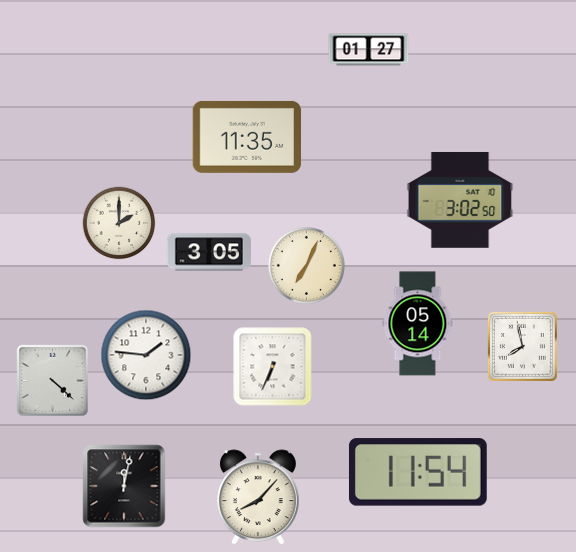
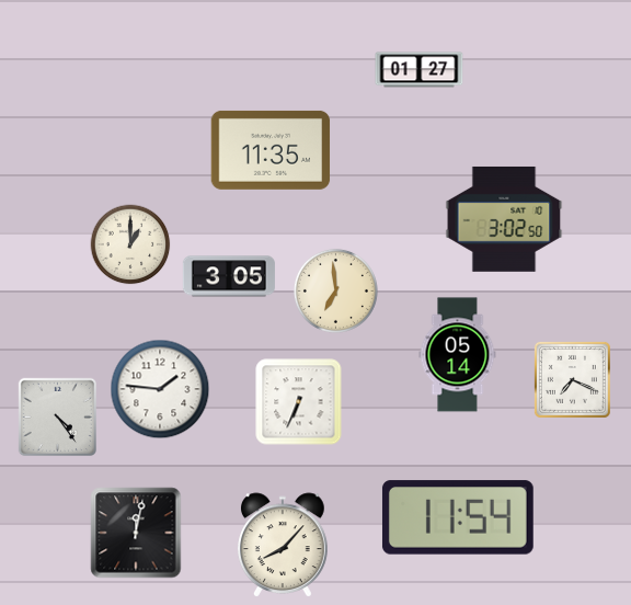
clock at (369, 50) position: (369, 50) -> (420, 70)
clock at (119, 223): 2:00 -> 1:00
clock at (306, 265): 7:04 -> 6:59
clock at (522, 346): 7:58 -> 7:19
clock at (52, 380): 4:22 -> 4:24
